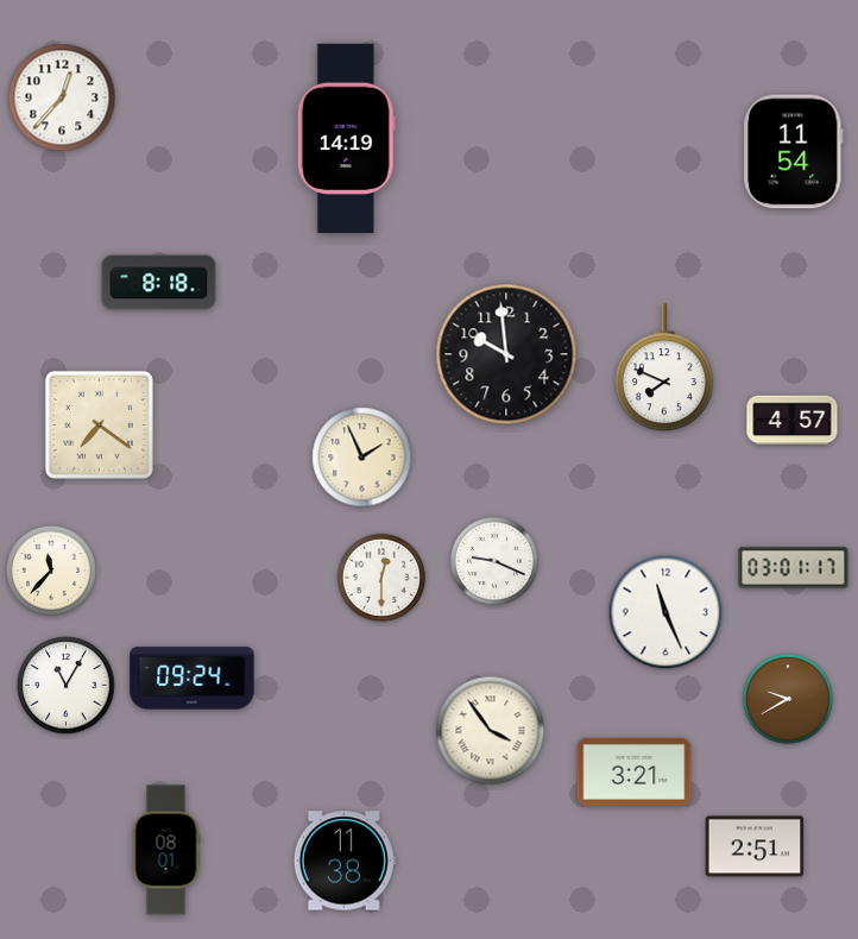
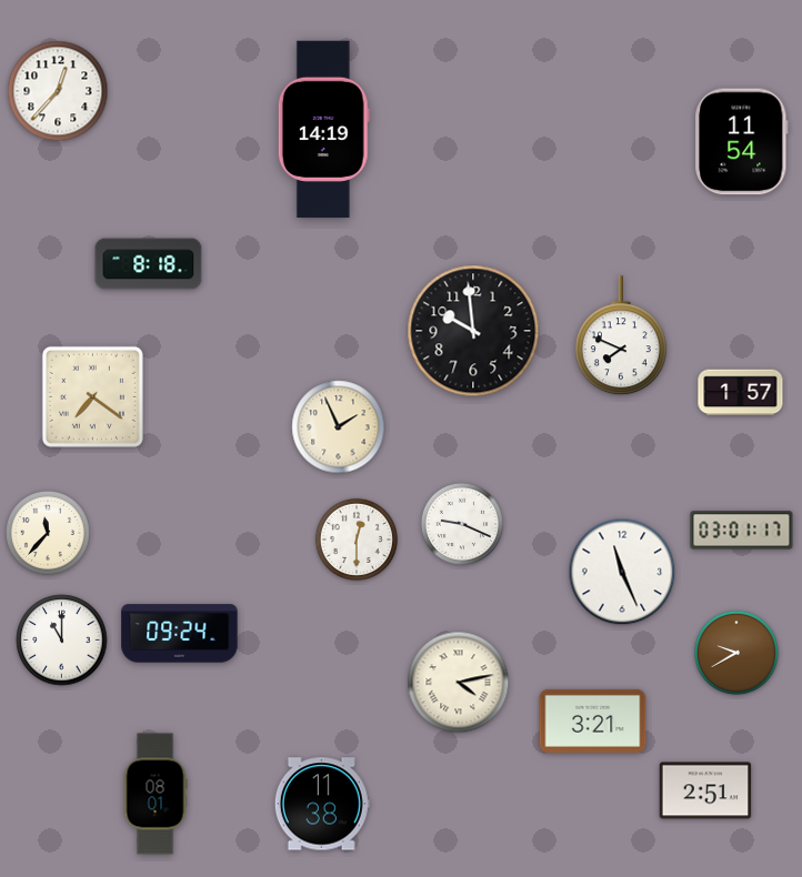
clock at (664, 368) position: (664, 368) -> (621, 336)
clock at (793, 421): 4:57 -> 1:57
clock at (67, 686): 11:05 -> 11:00
clock at (491, 731): 3:54 -> 4:13
